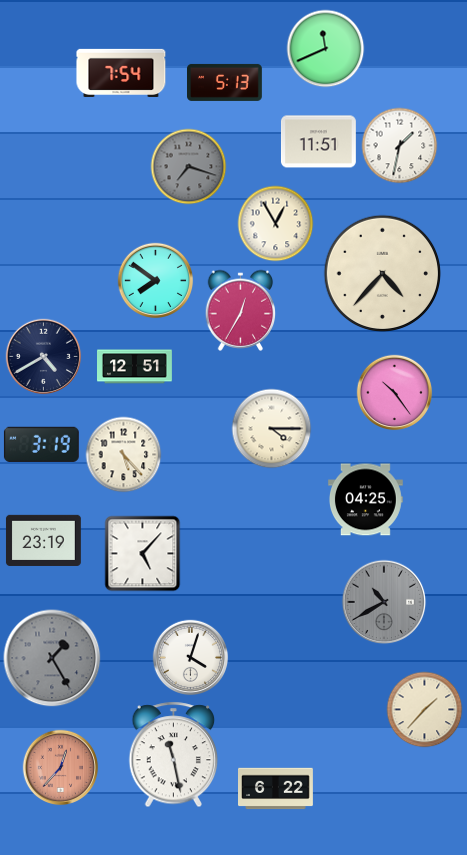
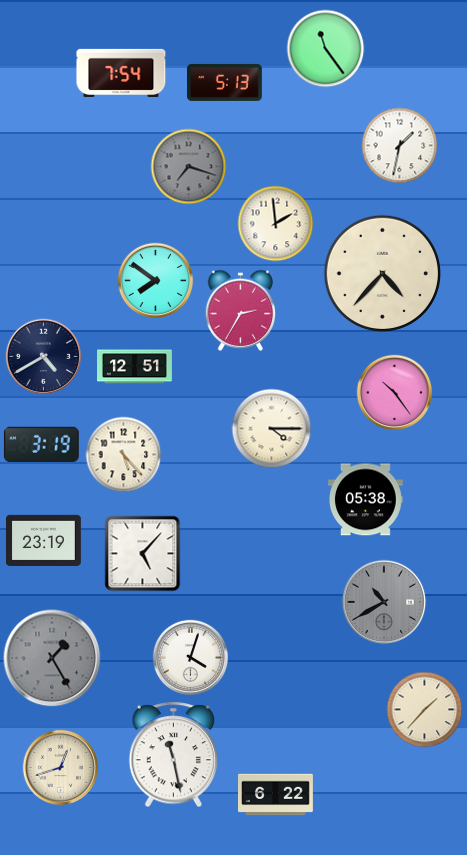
clock at (326, 49): 11:41 -> 11:24
clock at (318, 142): 11:51 -> none
clock at (276, 224): 12:55 -> 1:59
clock at (241, 310): 12:35 -> 2:35
clock at (365, 500): 04:25 -> 05:38
clock at (61, 768): 12:37 -> 12:42
clock at (61, 768) dial: salmon -> cream
clock at (276, 789) position: (276, 789) -> (276, 795)
